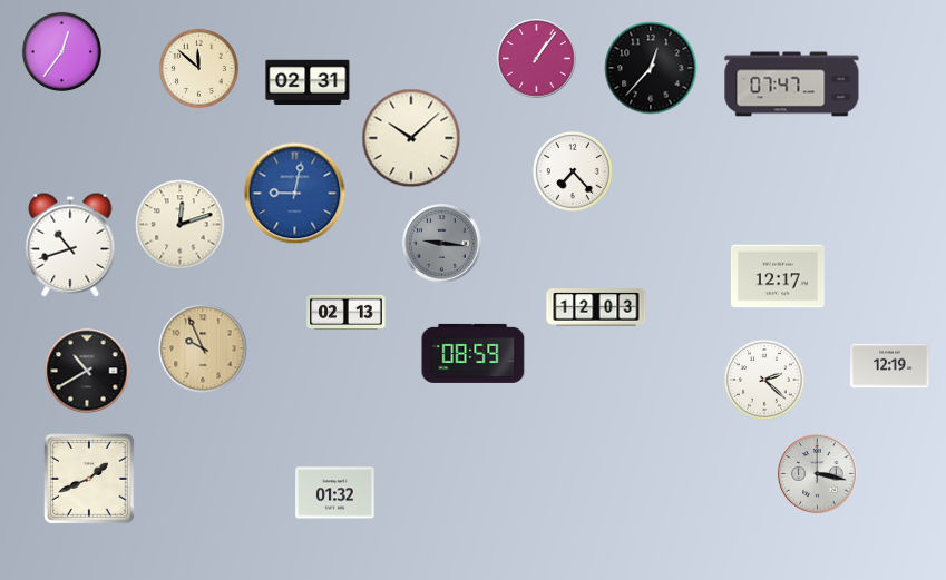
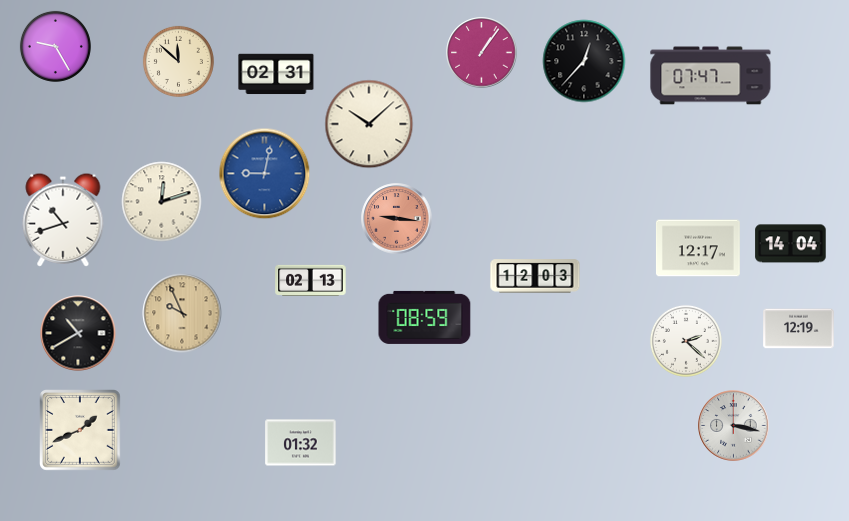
clock at (61, 51): 12:36 -> 9:25
clock at (573, 171): 7:23 -> none
clock at (442, 244) dial: grey -> salmon
clock at (791, 244): none -> 14:04
